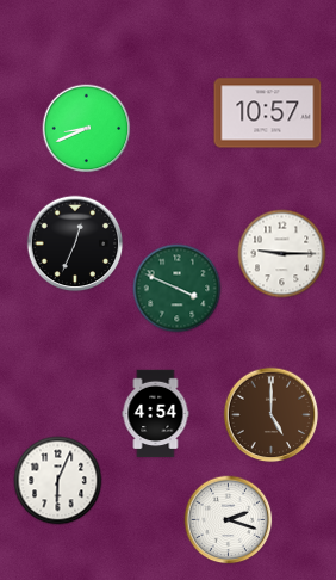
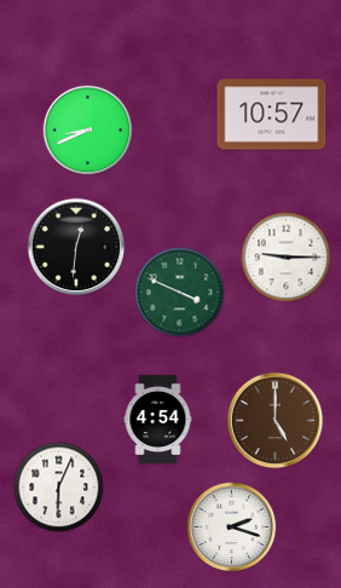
clock at (75, 243): 12:34 -> 12:31
